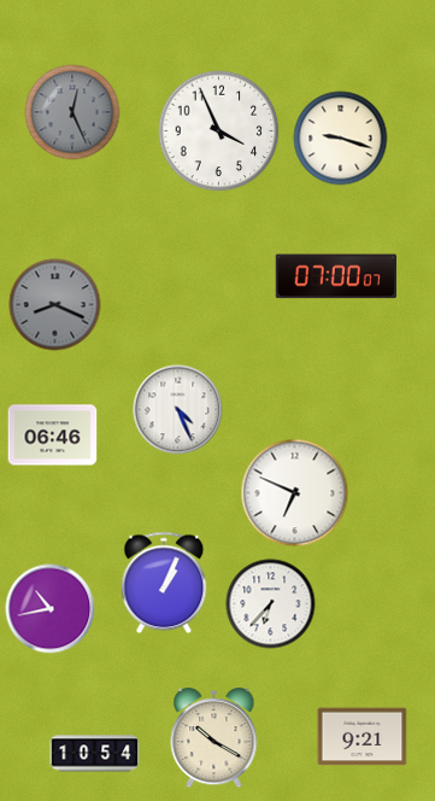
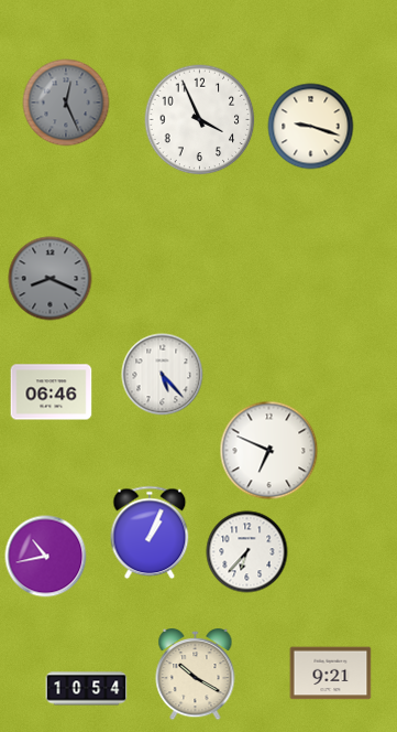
clock at (336, 276): 07:00 -> none
clock at (178, 410): 4:26 -> 5:23
clock at (53, 435) position: (53, 435) -> (52, 392)
